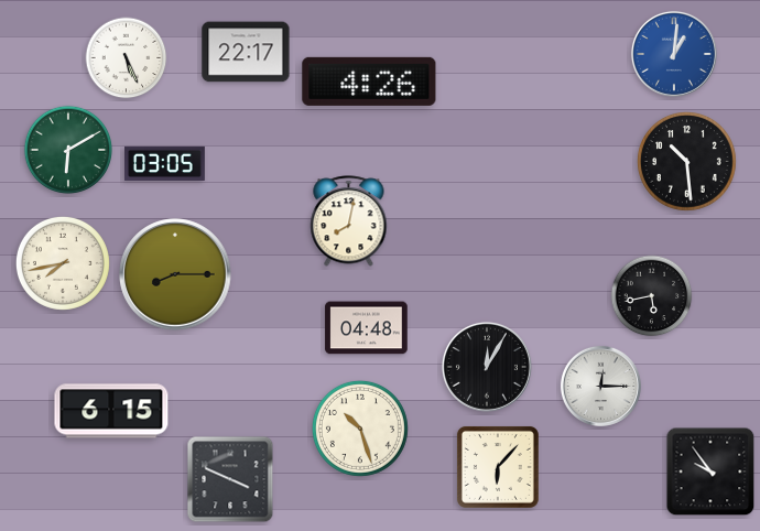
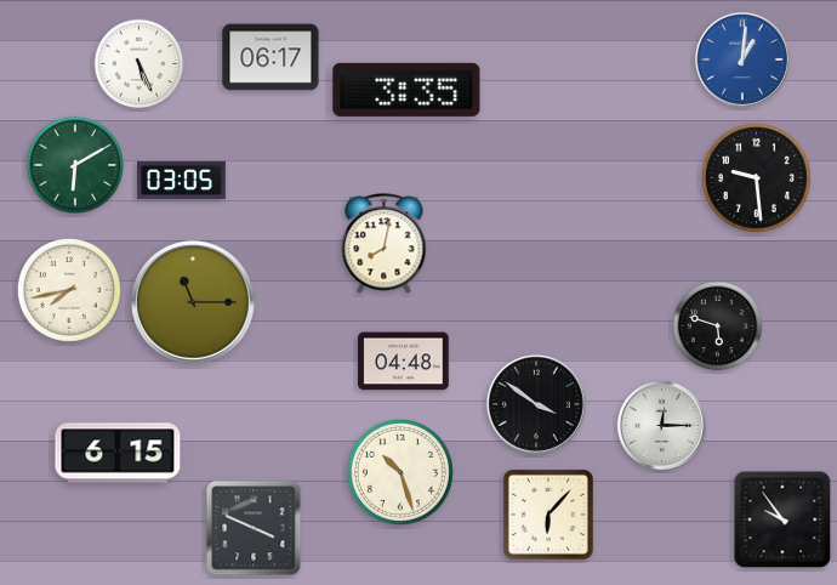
clock at (246, 52): 22:17 -> 06:17
clock at (369, 82): 4:26 -> 3:35
clock at (687, 162): 10:29 -> 9:29
clock at (175, 274): 8:15 -> 11:15
clock at (652, 296): 5:43 -> 5:48
clock at (487, 367): 12:05 -> 3:51
clock at (111, 411) position: (111, 411) -> (118, 453)
clock at (360, 429) position: (360, 429) -> (400, 472)
